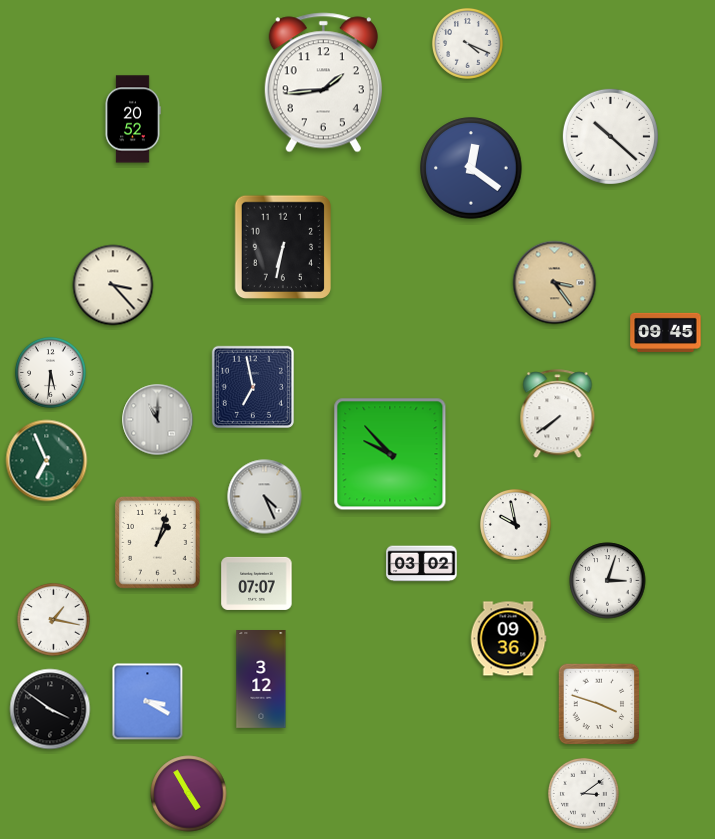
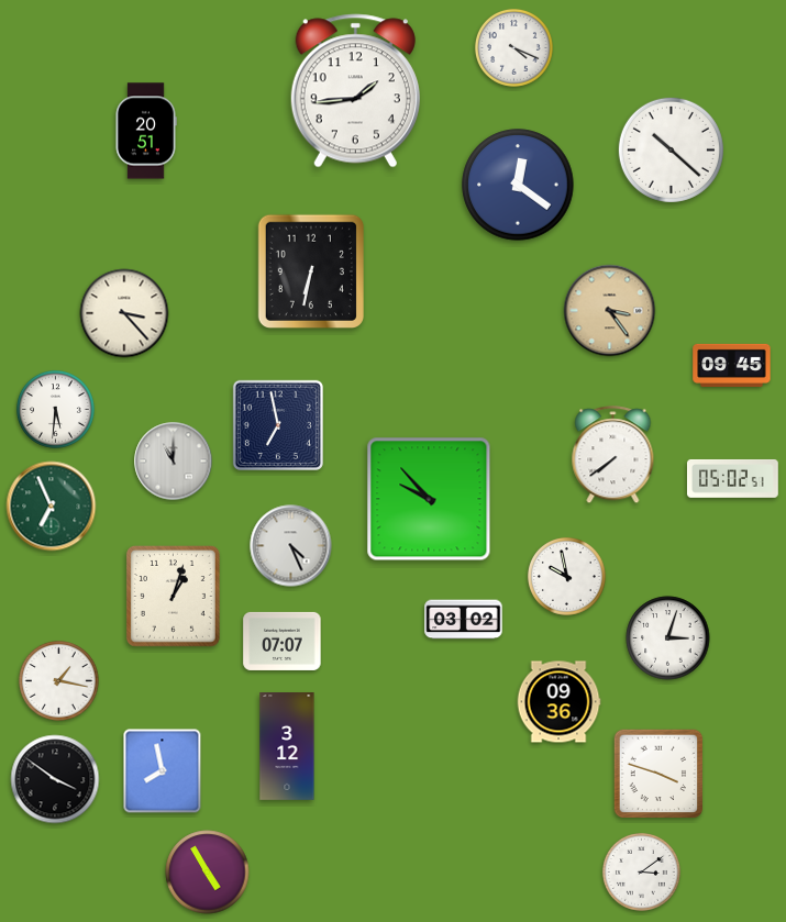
clock at (133, 119): 20:52 -> 20:51
clock at (732, 478): none -> 05:02
clock at (148, 702): 3:20 -> 7:58
